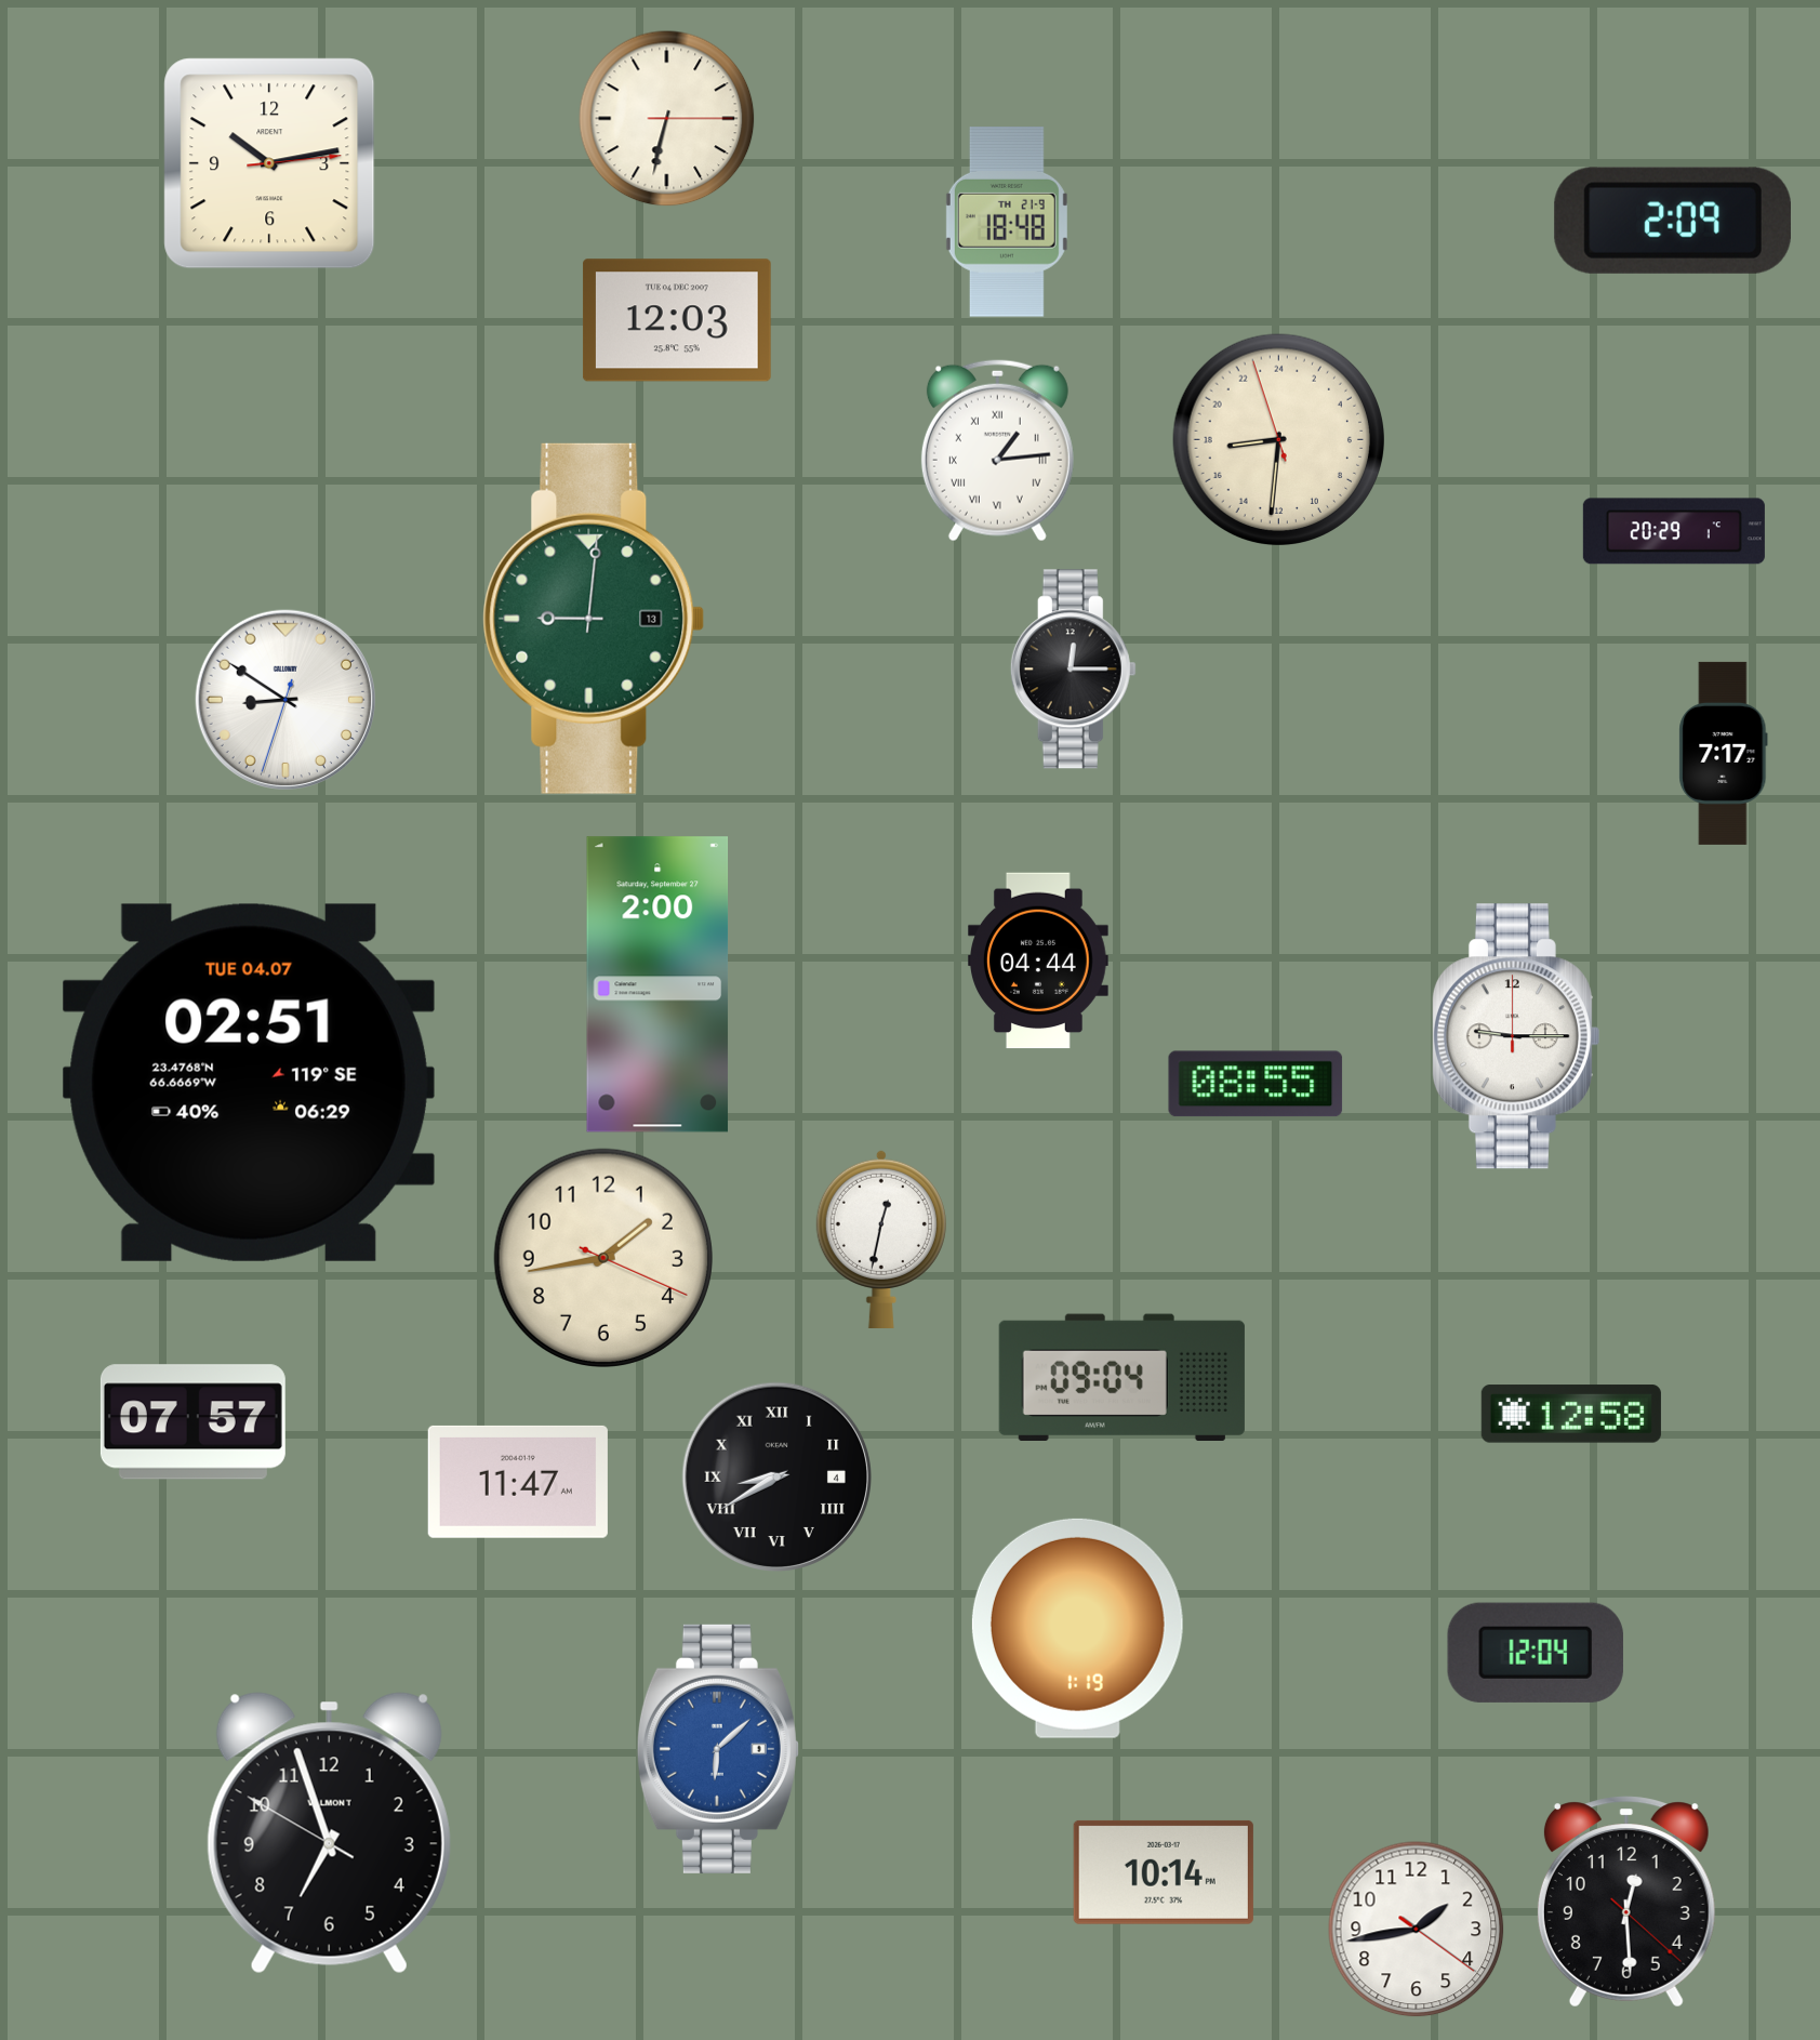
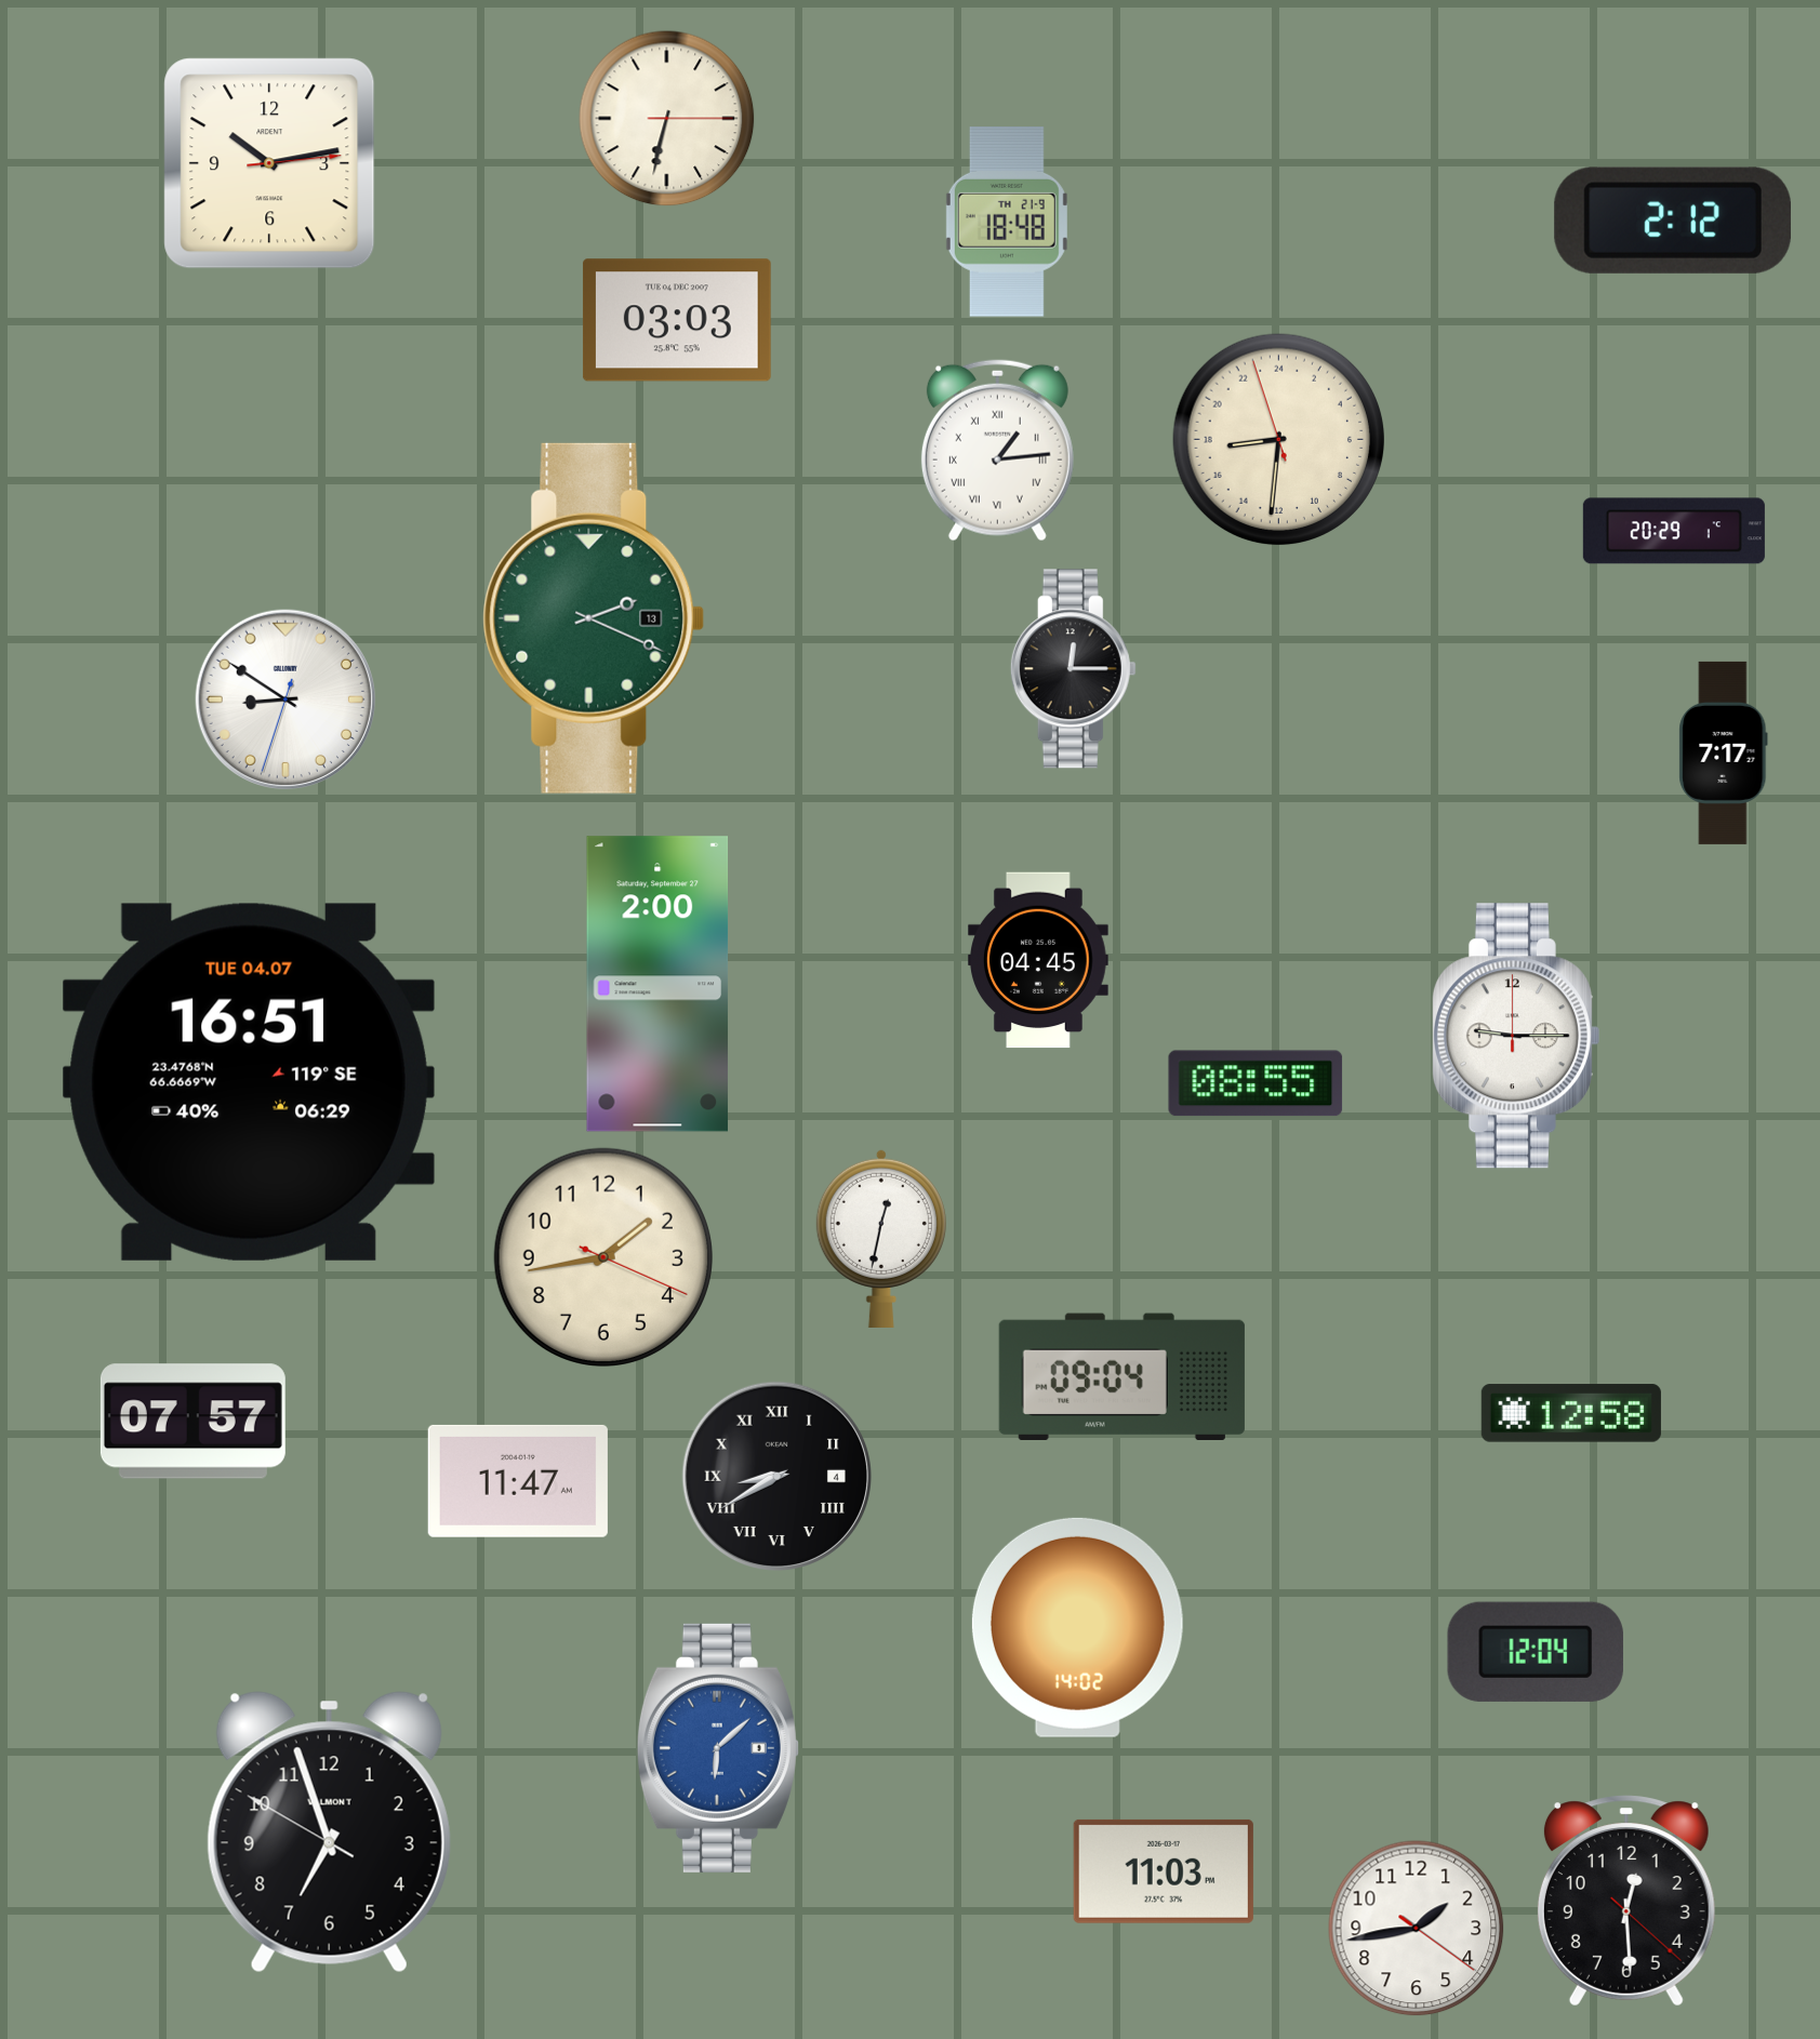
clock at (1673, 221): 2:09 -> 2:12
clock at (677, 320): 12:03 -> 03:03
clock at (594, 619): 9:01 -> 2:19
clock at (1039, 961): 04:44 -> 04:45
clock at (249, 1083): 02:51 -> 16:51
clock at (1077, 1628): 1:19 -> 14:02
clock at (1164, 1872): 10:14 -> 11:03
